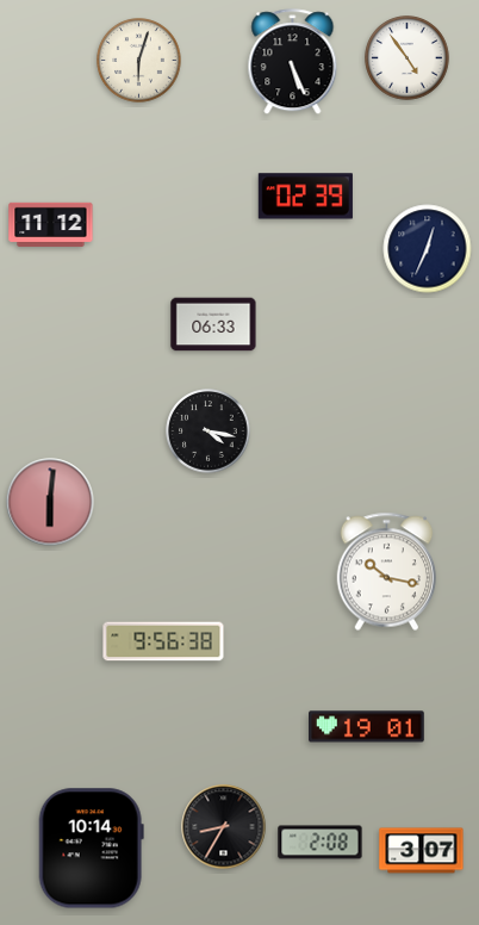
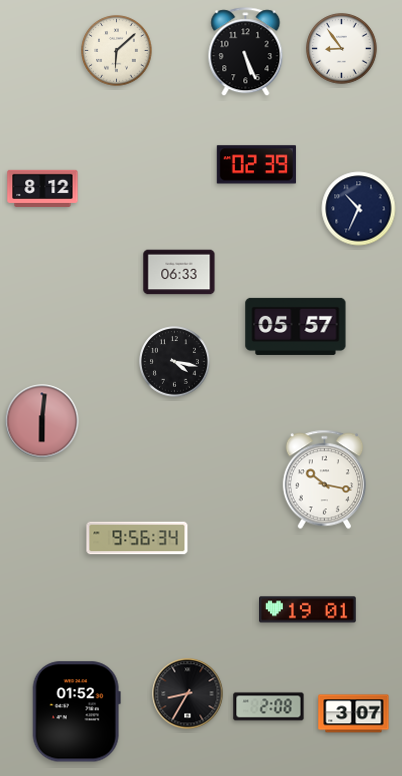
clock at (408, 58): 4:54 -> 8:54
clock at (139, 61): 6:03 -> 6:08
clock at (51, 224): 11:12 -> 8:12
clock at (428, 249): 12:34 -> 10:34
clock at (296, 326): none -> 05:57
clock at (163, 641): 9:56:38 -> 9:56:34
clock at (91, 849): 10:14 -> 01:52
